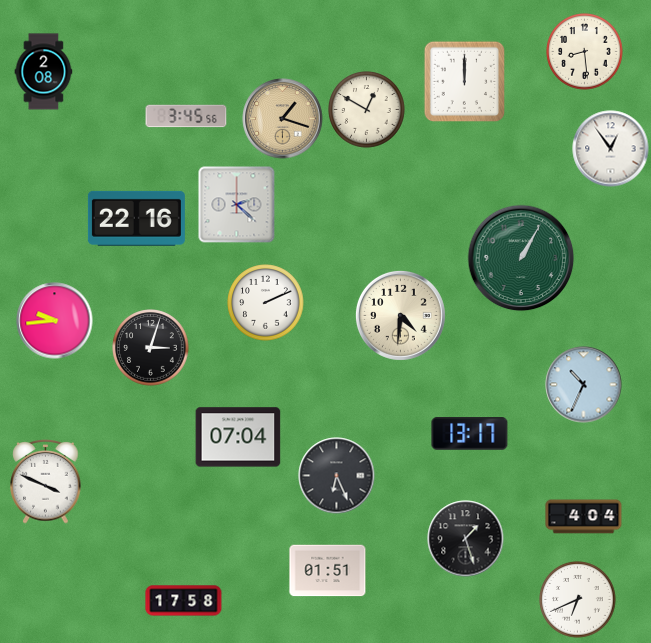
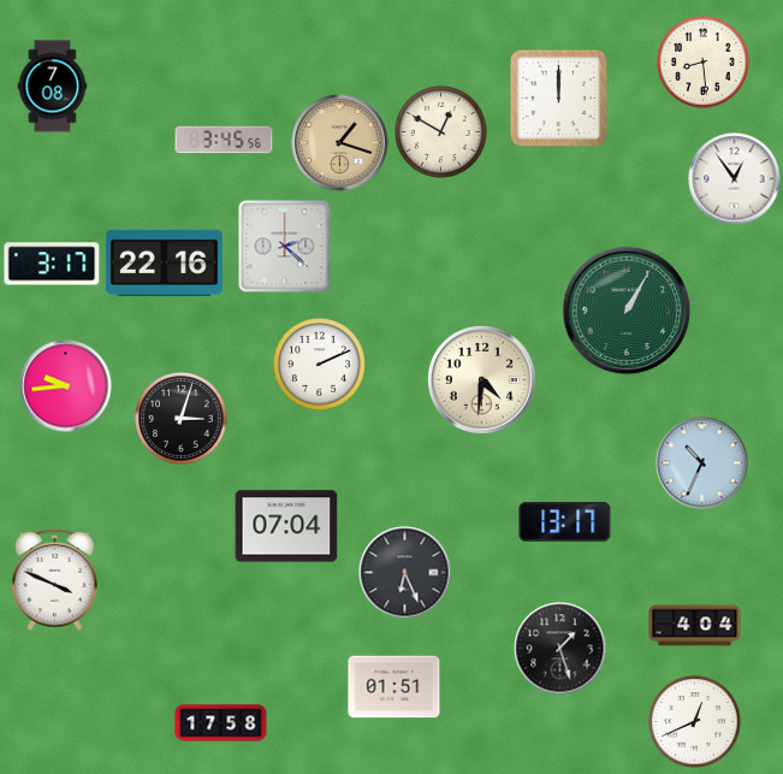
clock at (44, 72): 2:08 -> 7:08
clock at (52, 264): none -> 3:17
clock at (584, 517) position: (584, 517) -> (695, 626)
clock at (578, 600): 6:41 -> 12:41
